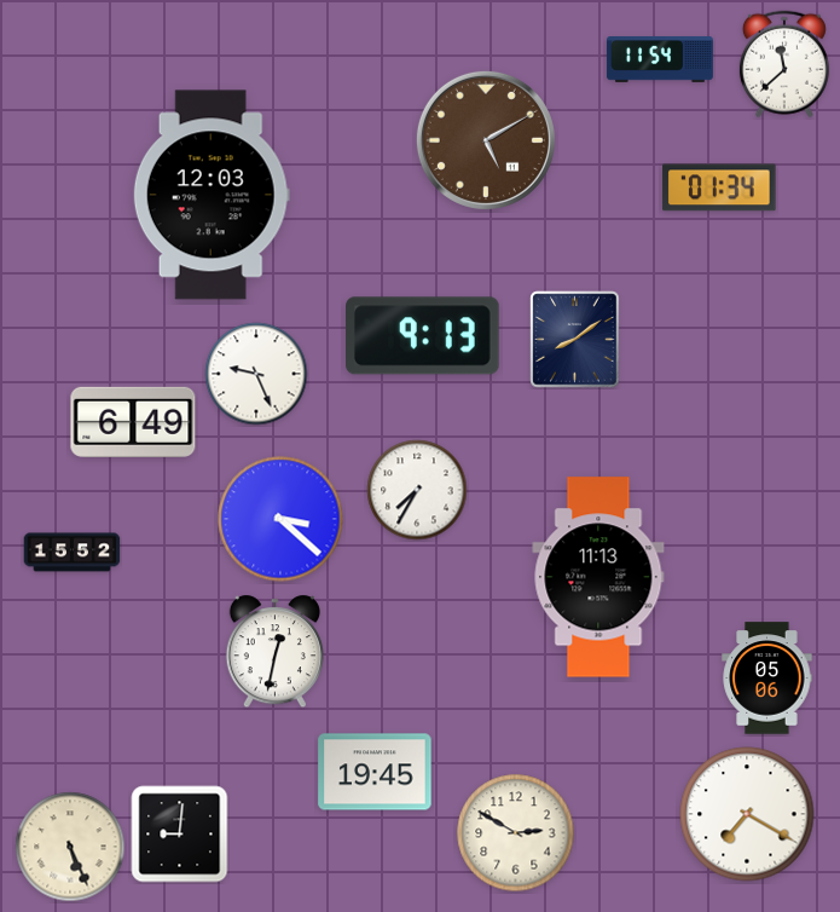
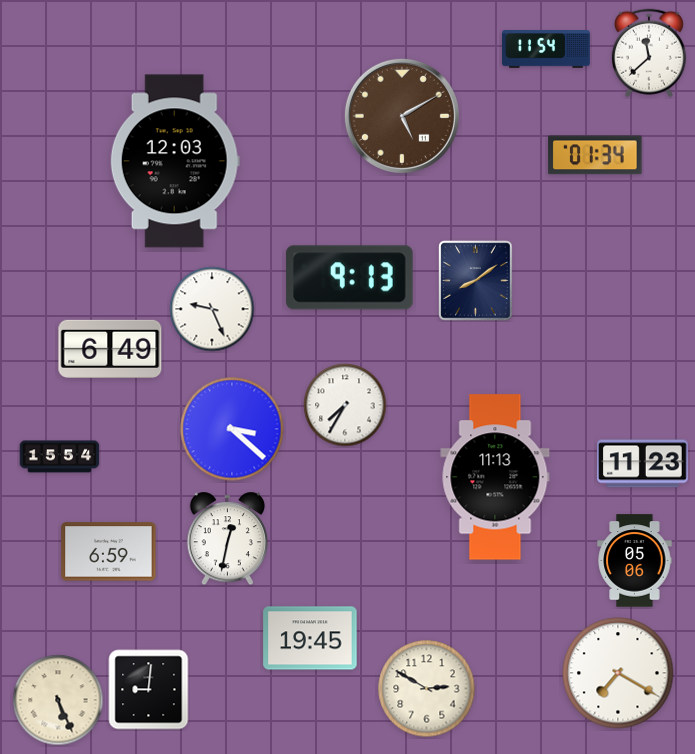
clock at (73, 553): 15:52 -> 15:54
clock at (643, 464): none -> 11:23
clock at (109, 552): none -> 6:59
